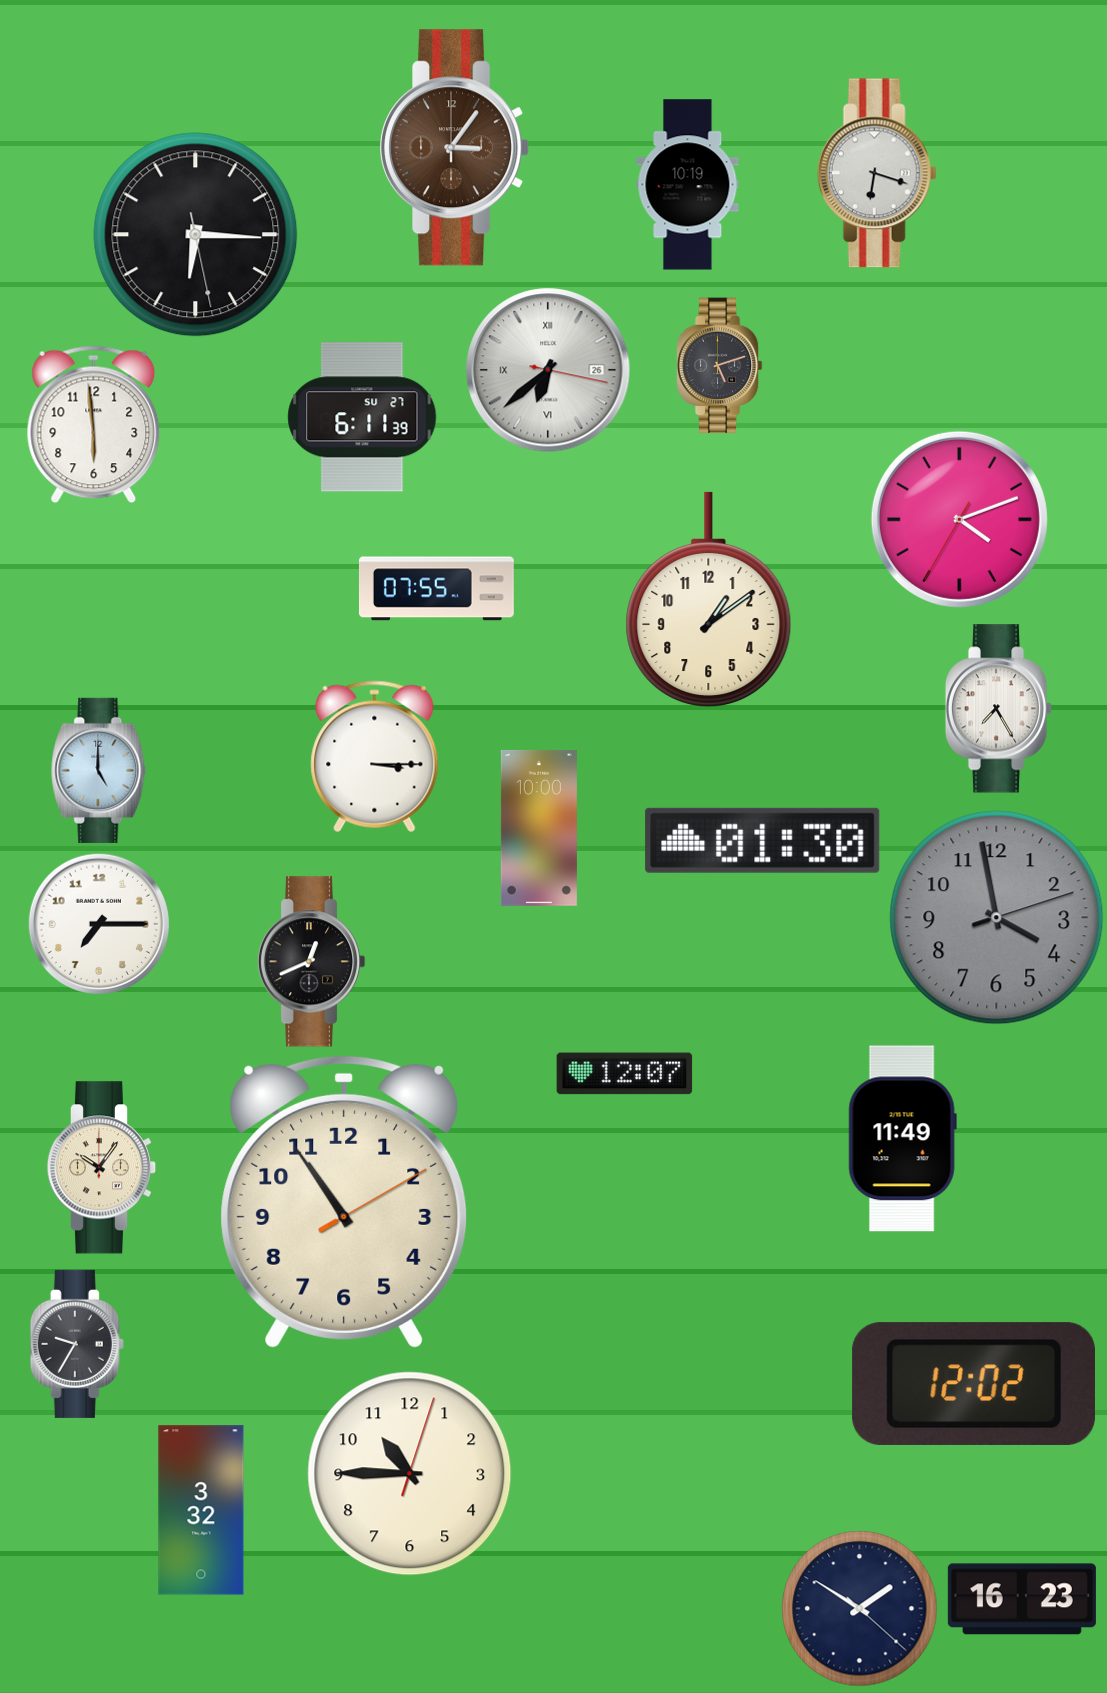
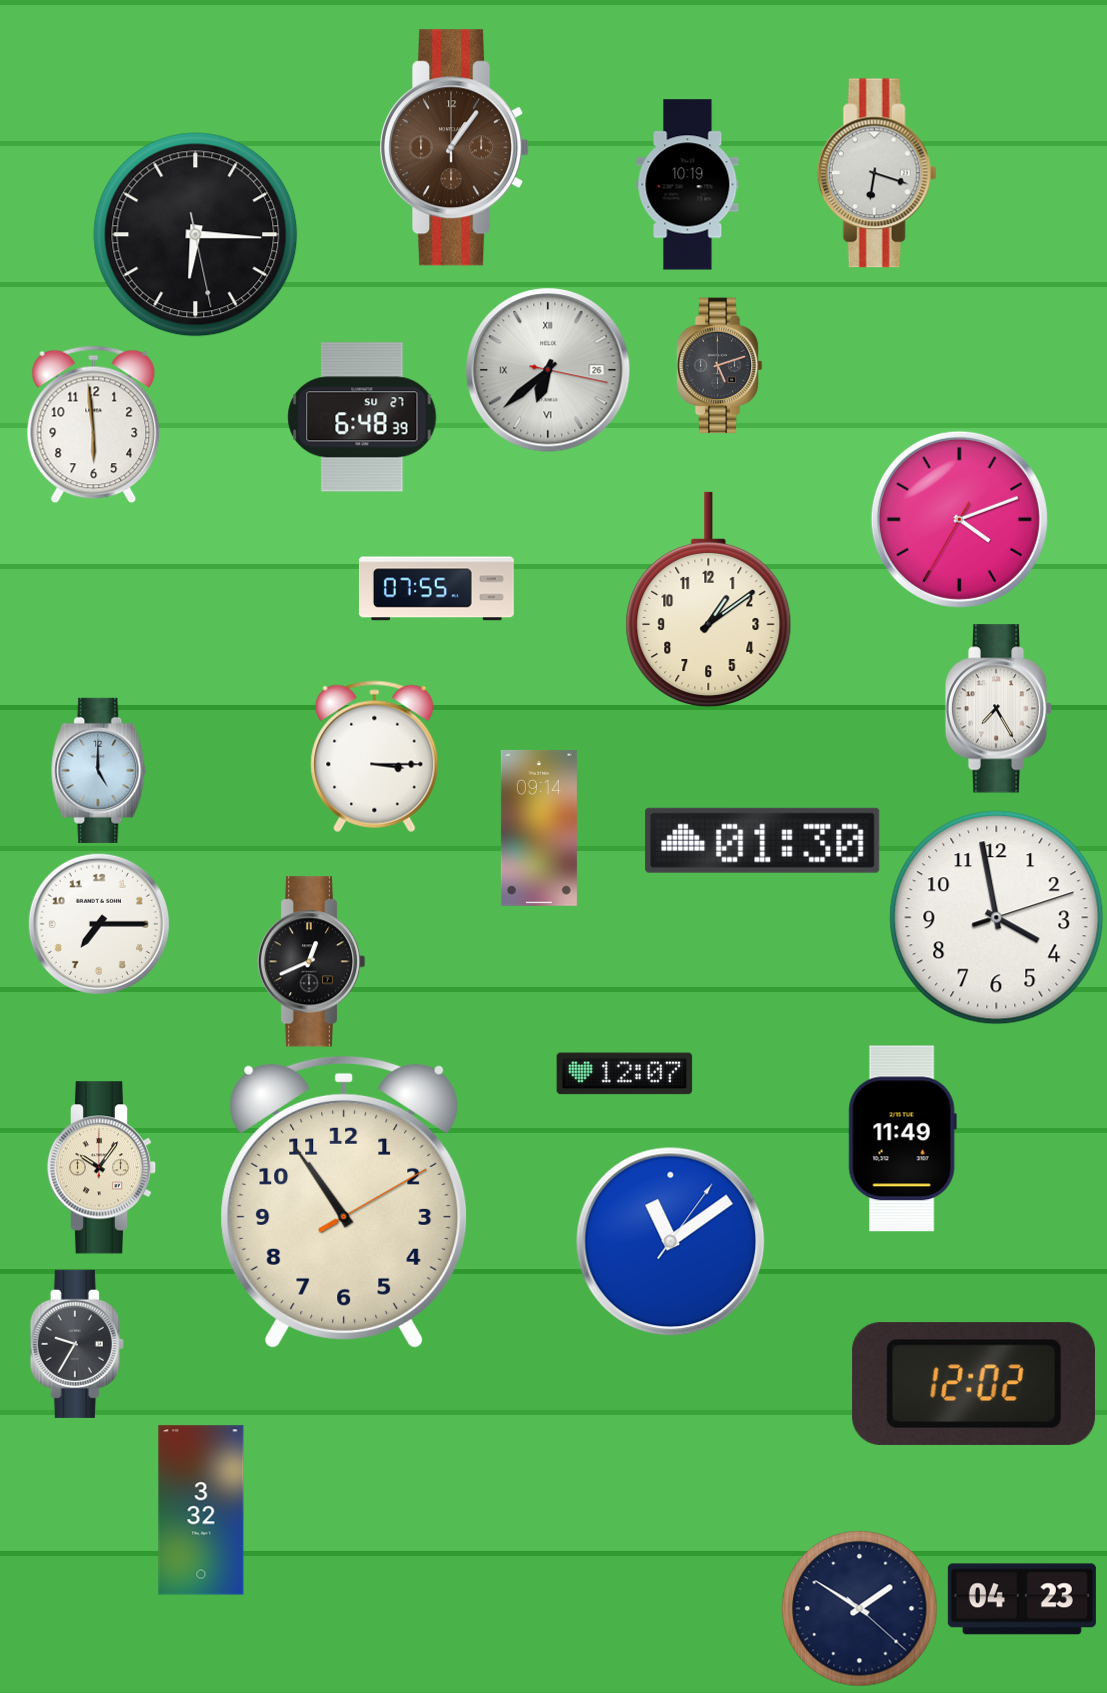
clock at (456, 148): 3:06 -> 1:06
clock at (362, 417): 6:11 -> 6:48
clock at (539, 828): 10:00 -> 09:14
clock at (997, 918) dial: grey -> white
clock at (671, 1242): none -> 11:09
clock at (410, 1474): 10:45 -> none
clock at (1022, 1599): 16:23 -> 04:23
